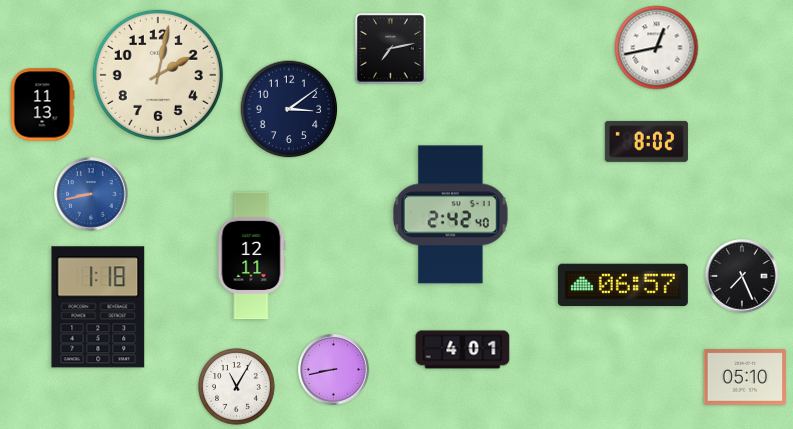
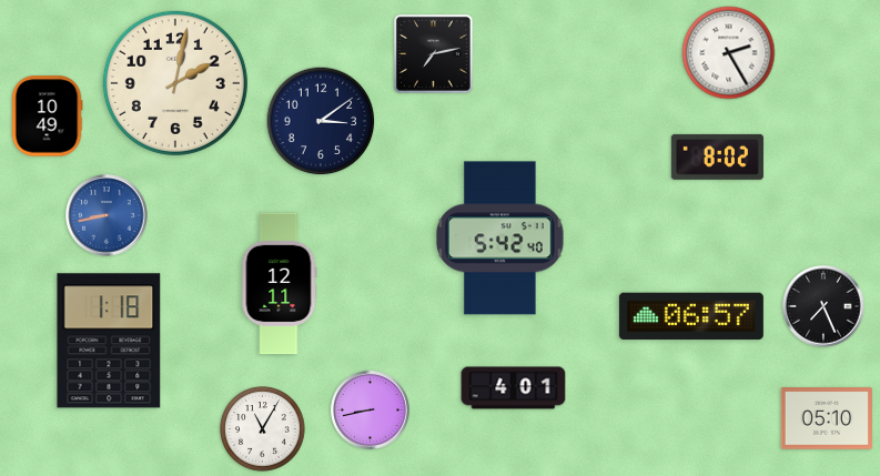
clock at (657, 48): 12:43 -> 2:25
clock at (42, 105): 11:13 -> 10:49
clock at (91, 194) position: (91, 194) -> (107, 215)
clock at (451, 215): 2:42 -> 5:42
